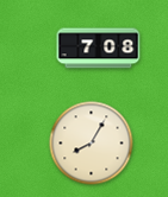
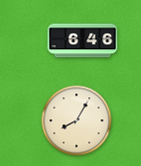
clock at (99, 49): 7:08 -> 6:46
